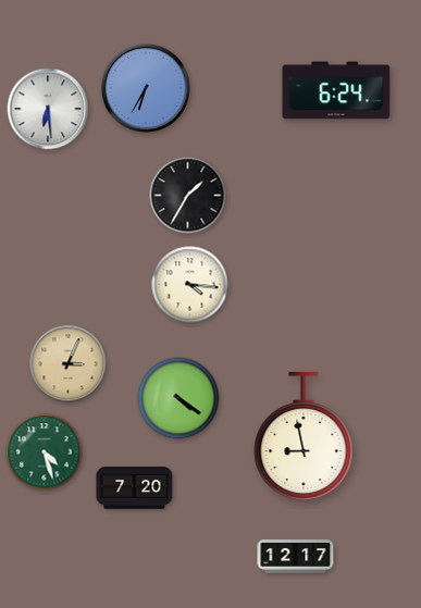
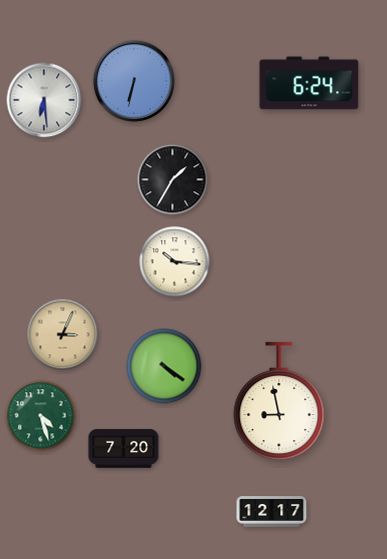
clock at (146, 88): 6:35 -> 6:32
clock at (190, 285): 4:16 -> 10:16
